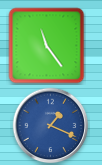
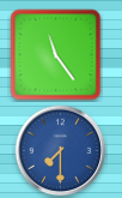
clock at (51, 126): 1:19 -> 7:30
